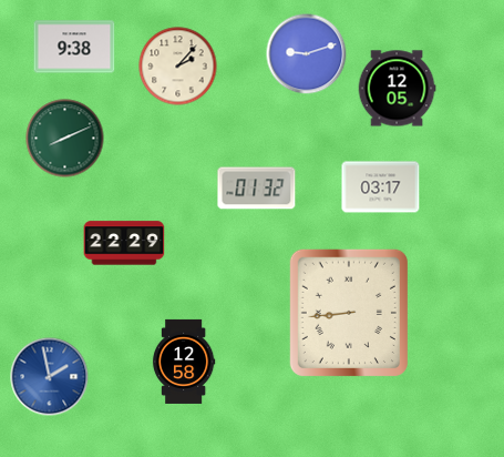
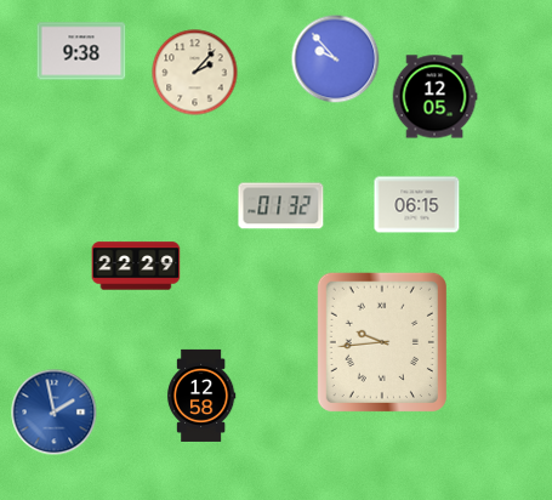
clock at (307, 54): 9:12 -> 9:53
clock at (65, 139): 8:11 -> none
clock at (381, 187): 03:17 -> 06:15
clock at (349, 313): 8:44 -> 9:44
